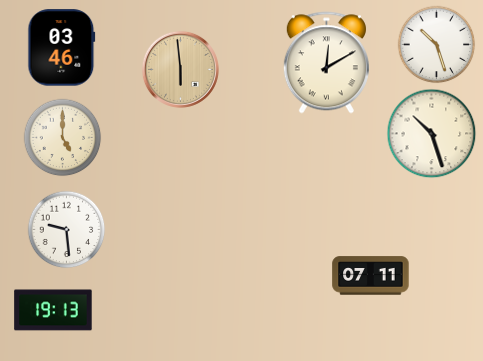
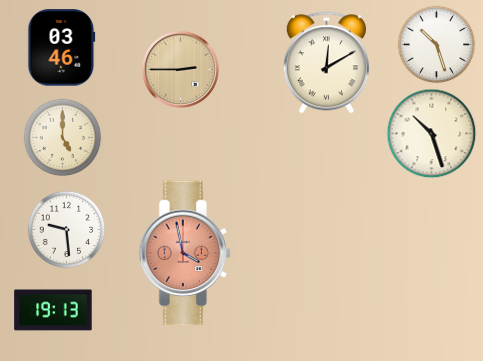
clock at (180, 69): 5:59 -> 2:45
clock at (185, 253): none -> 3:58
clock at (371, 276): 07:11 -> none
